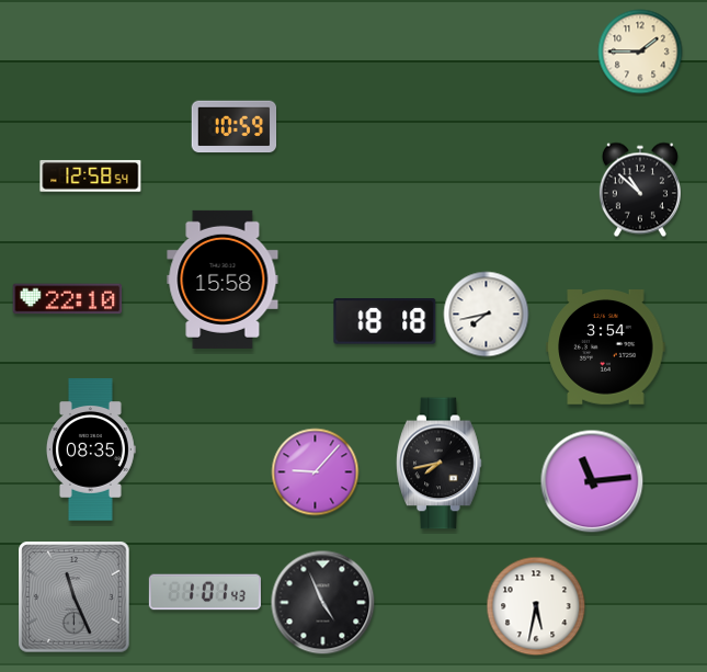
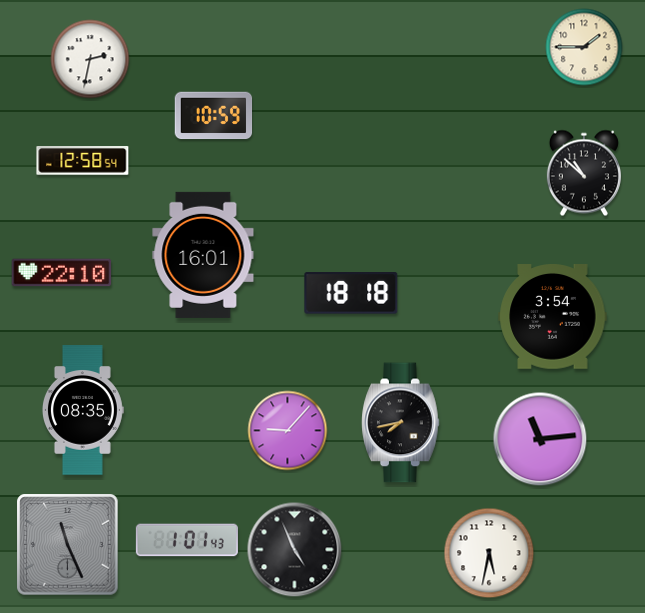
clock at (90, 59): none -> 2:32
clock at (223, 280): 15:58 -> 16:01
clock at (487, 315): 7:43 -> none
